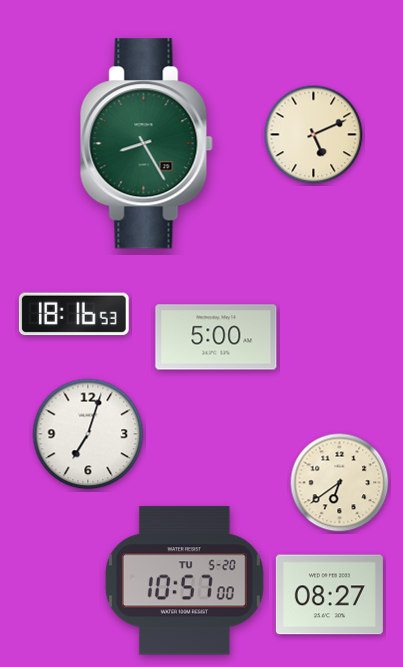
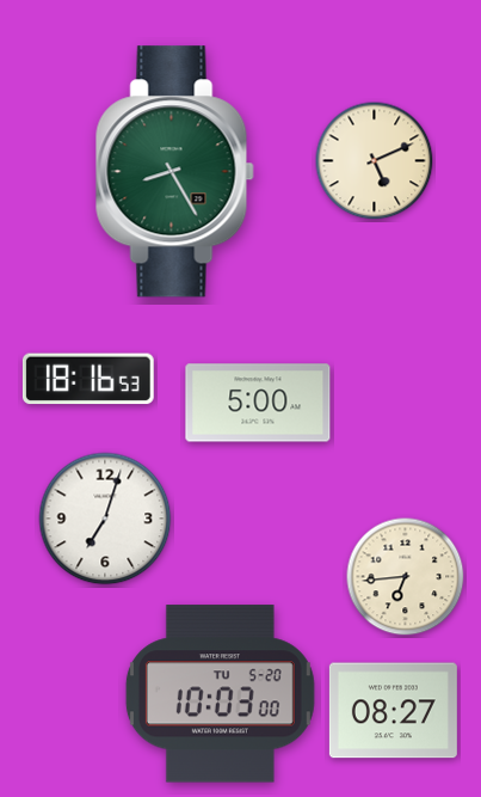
clock at (74, 314) position: (74, 314) -> (88, 379)
clock at (340, 483): 6:39 -> 6:44
clock at (184, 581): 10:57 -> 10:03
